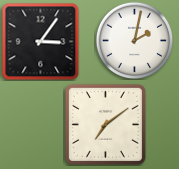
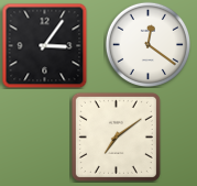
clock at (134, 40): 2:02 -> 12:21
